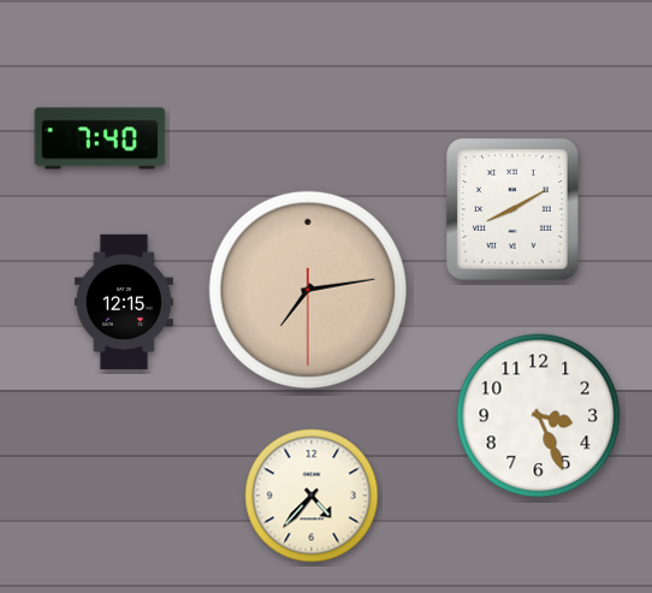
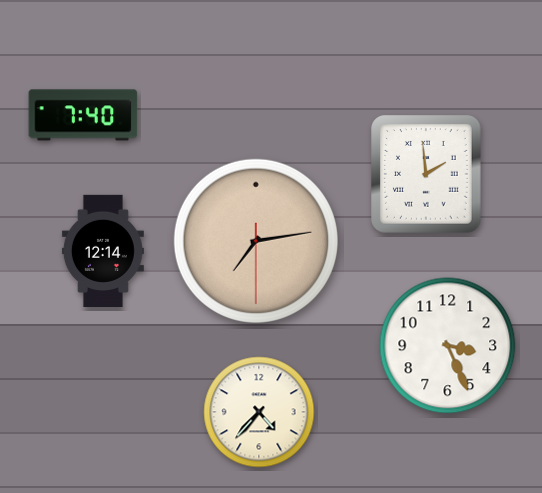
clock at (512, 209): 8:10 -> 1:59
clock at (124, 301): 12:15 -> 12:14
